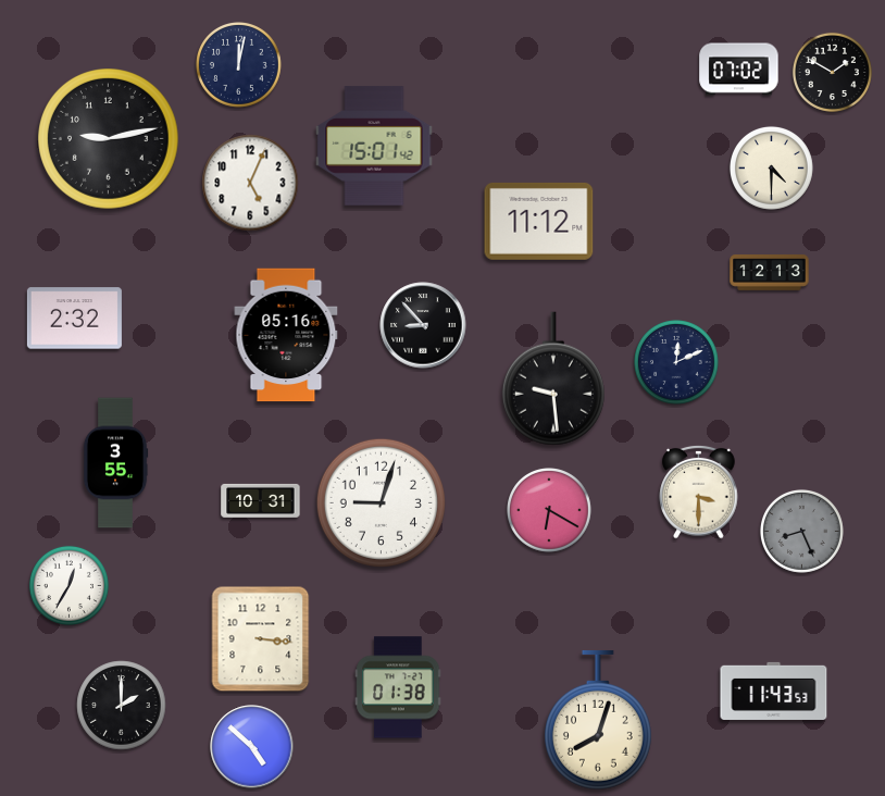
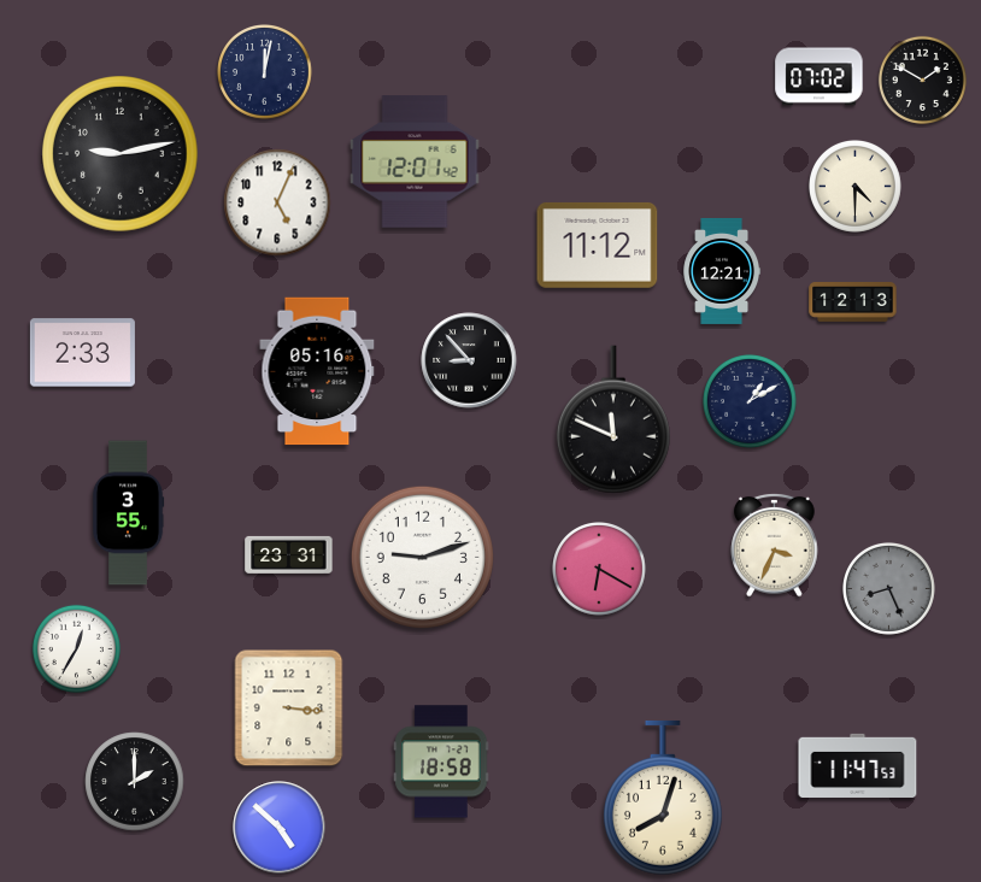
clock at (374, 146): 15:01 -> 12:01
clock at (722, 271): none -> 12:21
clock at (74, 319): 2:32 -> 2:33
clock at (677, 363): 12:11 -> 1:10
clock at (553, 378): 9:29 -> 11:49
clock at (699, 492): 3:30 -> 3:34
clock at (261, 500): 10:31 -> 23:31
clock at (381, 502): 9:03 -> 9:12
clock at (550, 511) position: (550, 511) -> (600, 570)
clock at (398, 687): 01:38 -> 18:58
clock at (774, 691): 11:43 -> 11:47
